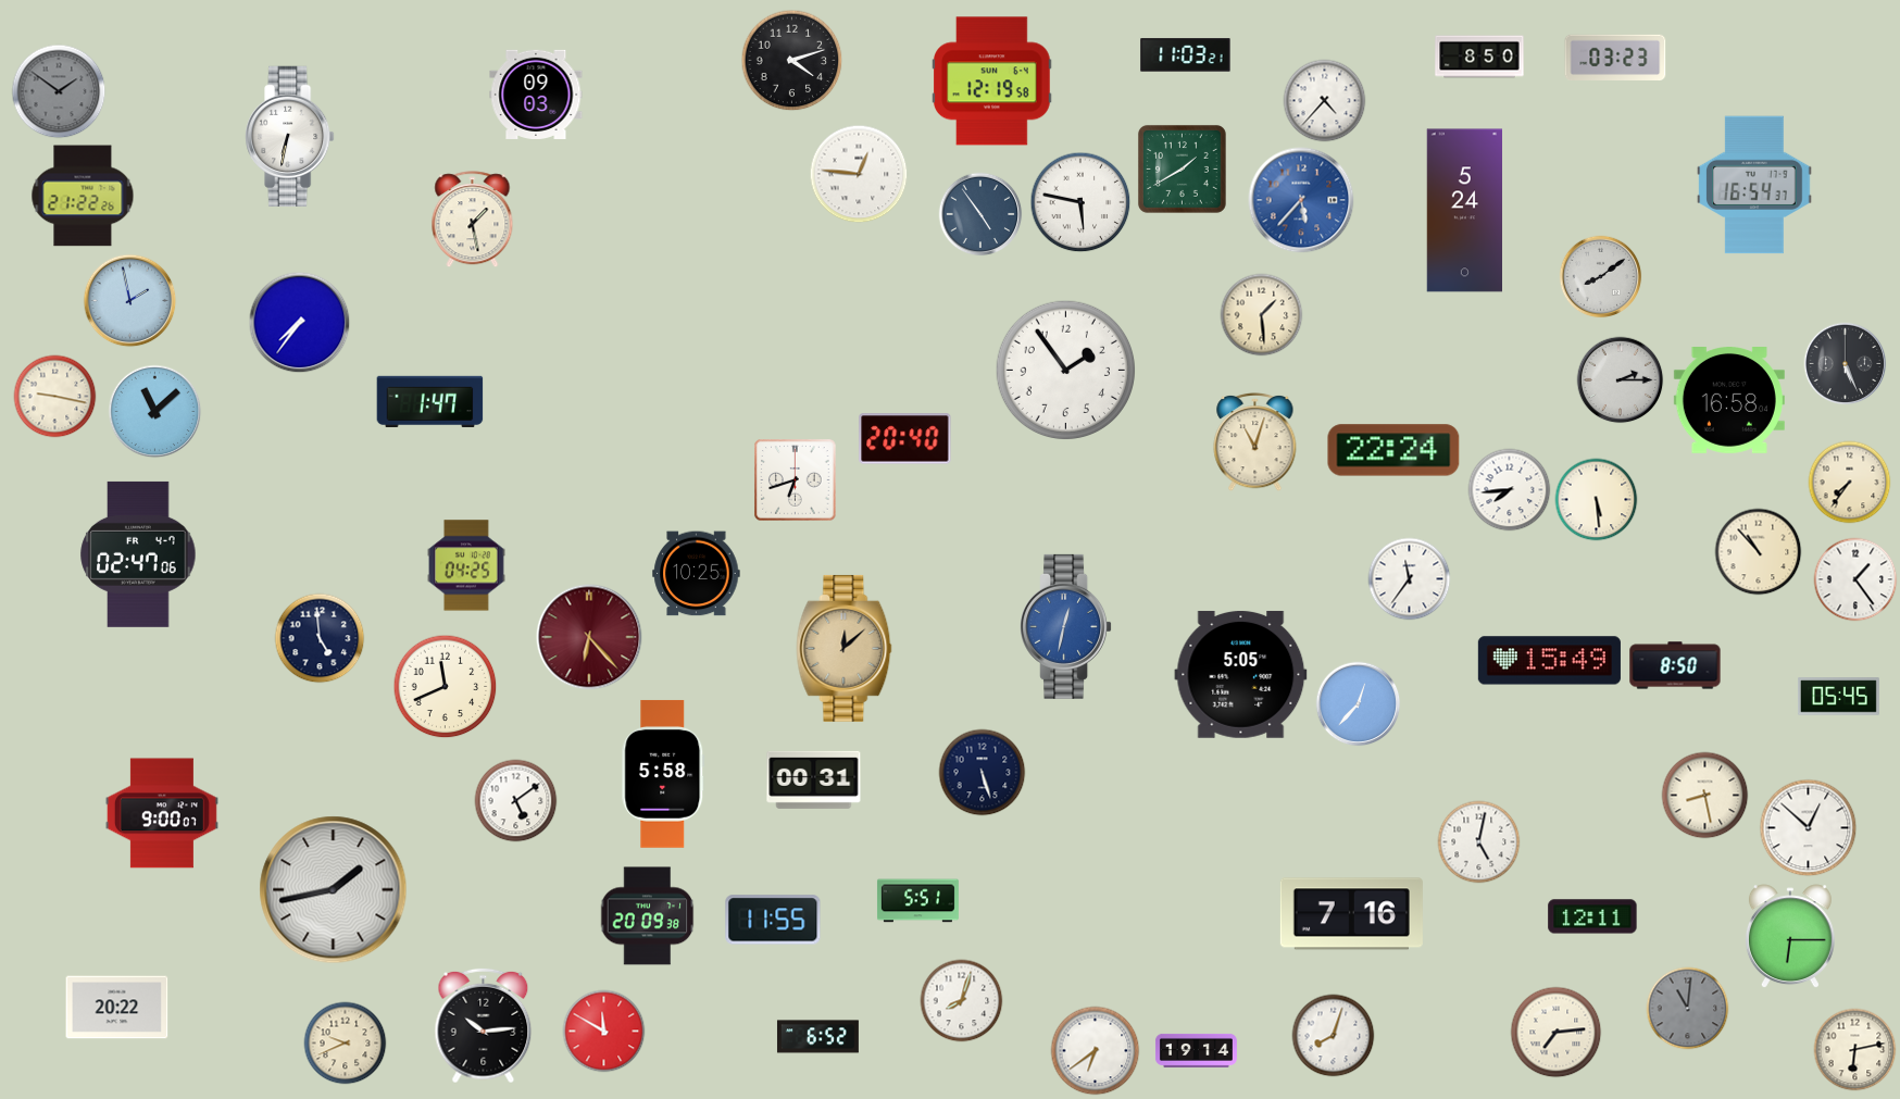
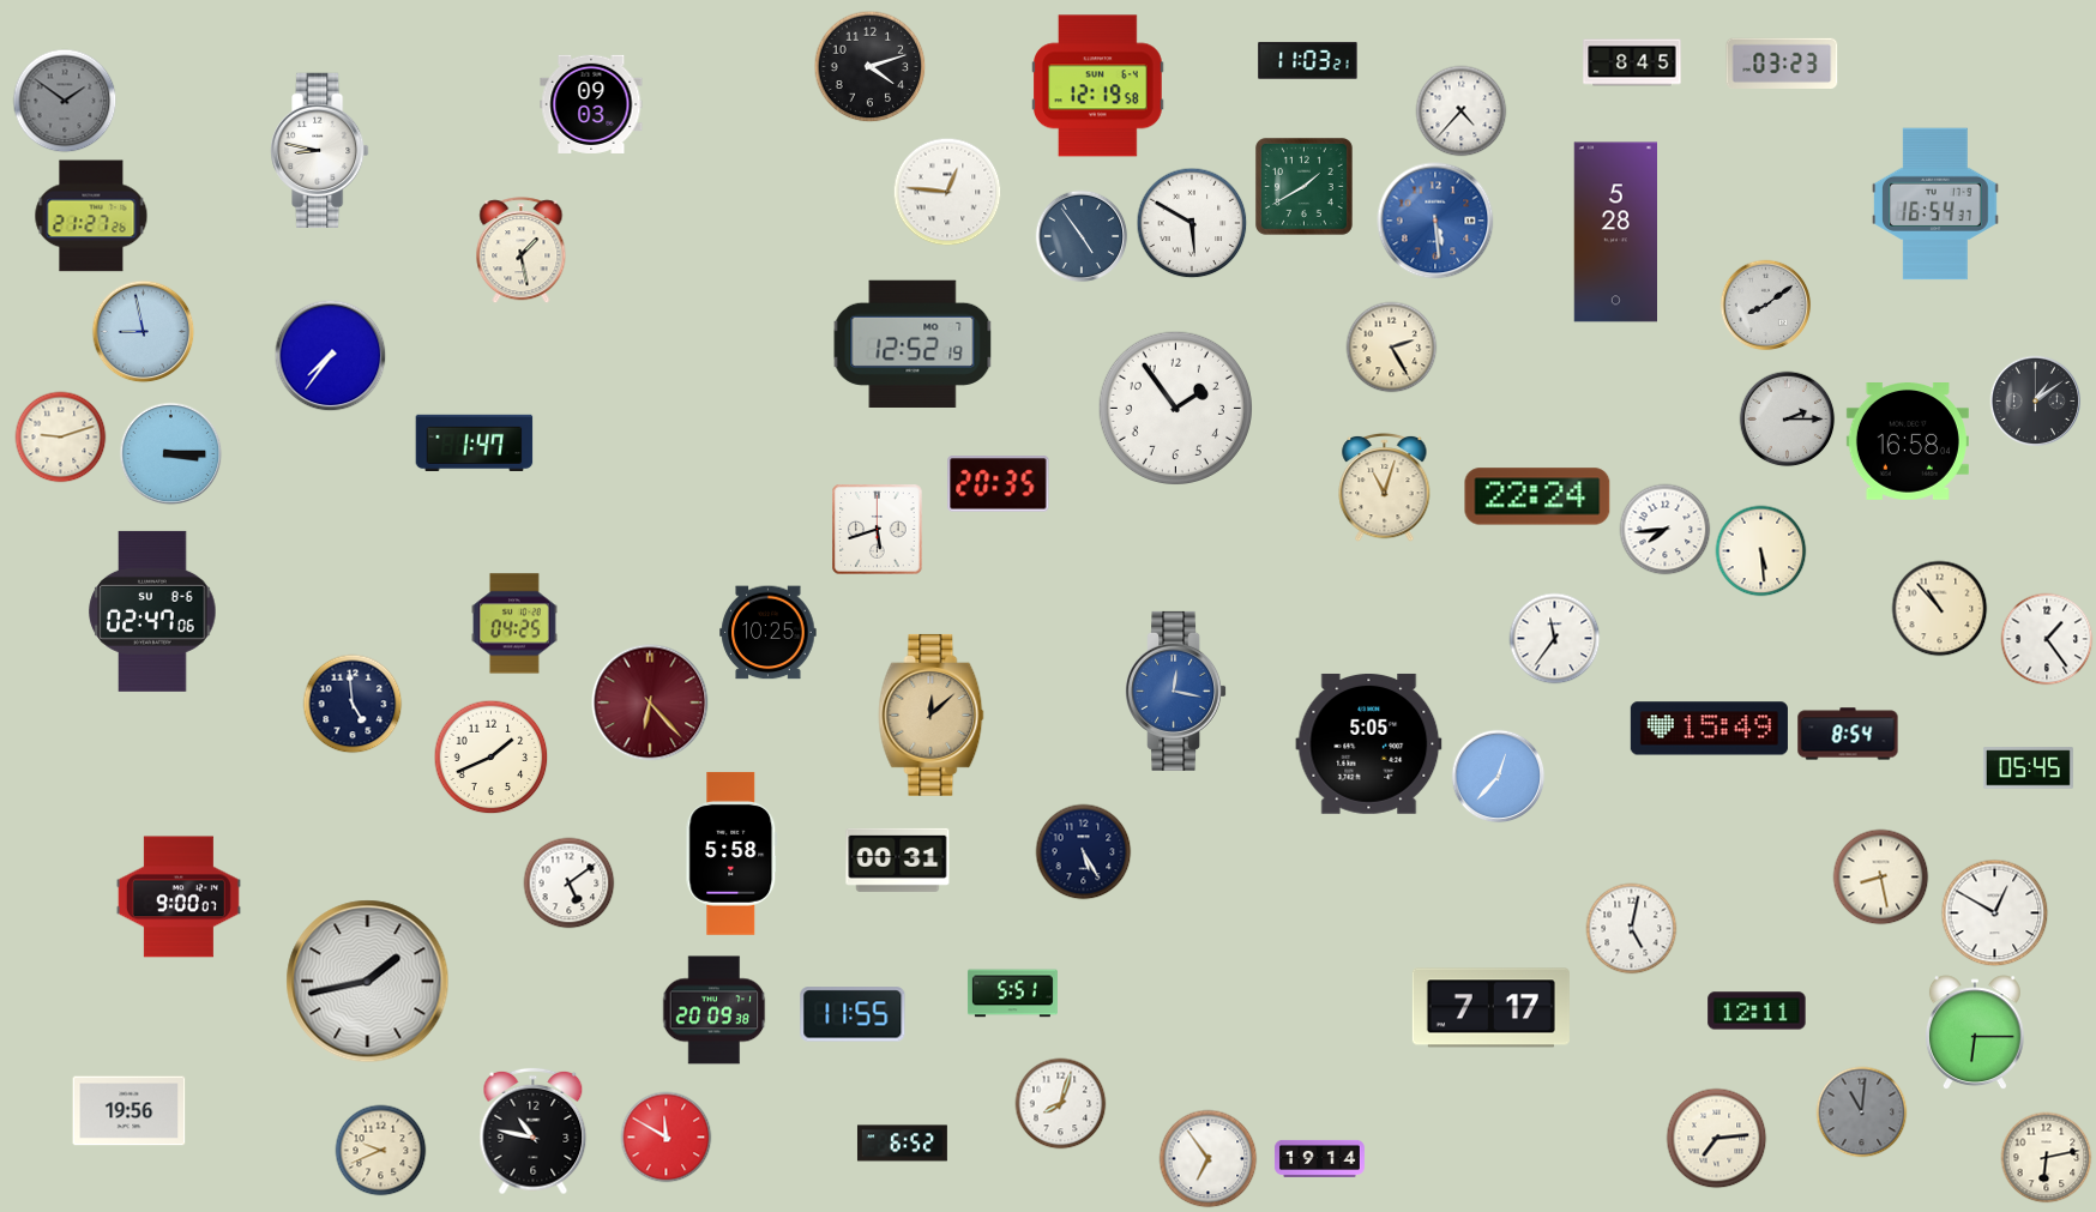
clock at (1479, 57): 8:50 -> 8:45
clock at (792, 61) position: (792, 61) -> (871, 67)
clock at (992, 82) position: (992, 82) -> (1098, 86)
clock at (290, 136): 6:32 -> 8:47
clock at (83, 196): 21:22 -> 21:27
clock at (1301, 200): 5:37 -> 5:29
clock at (1080, 202): 5:47 -> 5:50
clock at (1465, 211): 5:24 -> 5:28
clock at (473, 220) position: (473, 220) -> (522, 251)
clock at (130, 301): 1:58 -> 8:58
clock at (913, 343): none -> 12:52
clock at (1262, 315): 1:29 -> 2:25
clock at (1846, 364): 5:26 -> 1:09
clock at (55, 397): 9:17 -> 9:12
clock at (155, 412): 11:08 -> 3:15
clock at (905, 439): 20:40 -> 20:35
clock at (796, 480): 6:42 -> 5:42
clock at (1850, 483): 7:36 -> none
clock at (1510, 490) position: (1510, 490) -> (1666, 530)
clock at (138, 554) date: FR 4-7 -> SU 8-6
clock at (1066, 626): 12:32 -> 12:17
clock at (1675, 665): 8:50 -> 8:54
clock at (446, 687): 11:41 -> 1:41
clock at (983, 773): 5:27 -> 5:25
clock at (1809, 828): 12:52 -> 12:50
clock at (1351, 914): 7:16 -> 7:17
clock at (117, 1008): 20:22 -> 19:56
clock at (484, 1026): 10:14 -> 10:47
clock at (1334, 1036): 8:03 -> none
clock at (1096, 1051): 6:39 -> 6:54
